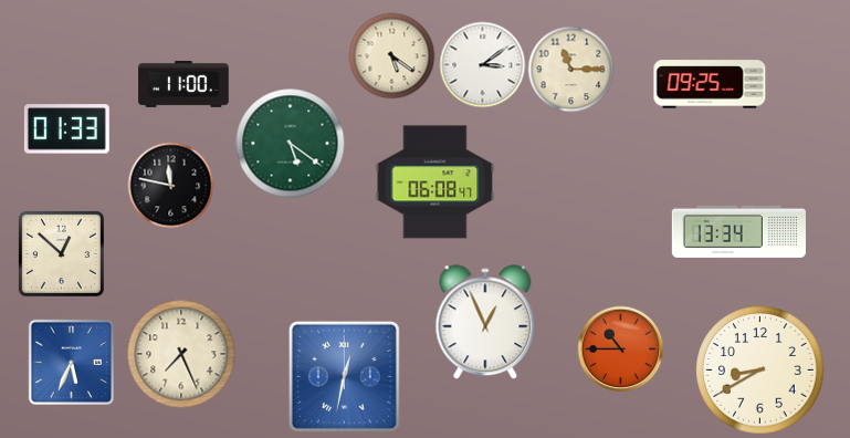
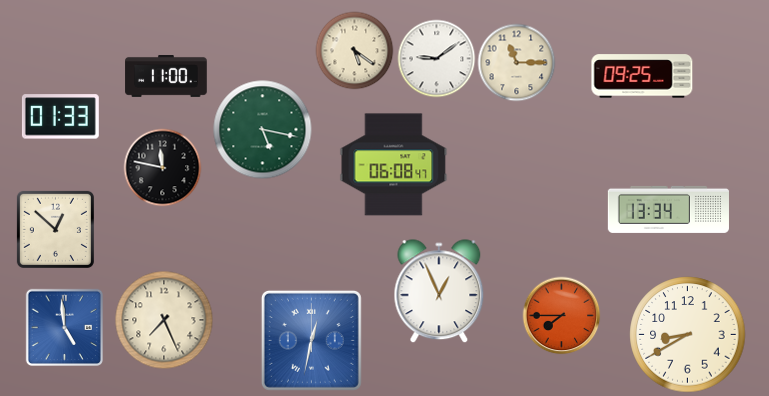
clock at (482, 64): 3:09 -> 9:09
clock at (291, 144): 5:21 -> 5:17
clock at (170, 185) position: (170, 185) -> (162, 167)
clock at (620, 348): 10:45 -> 7:45
clock at (71, 362): 5:34 -> 4:59
